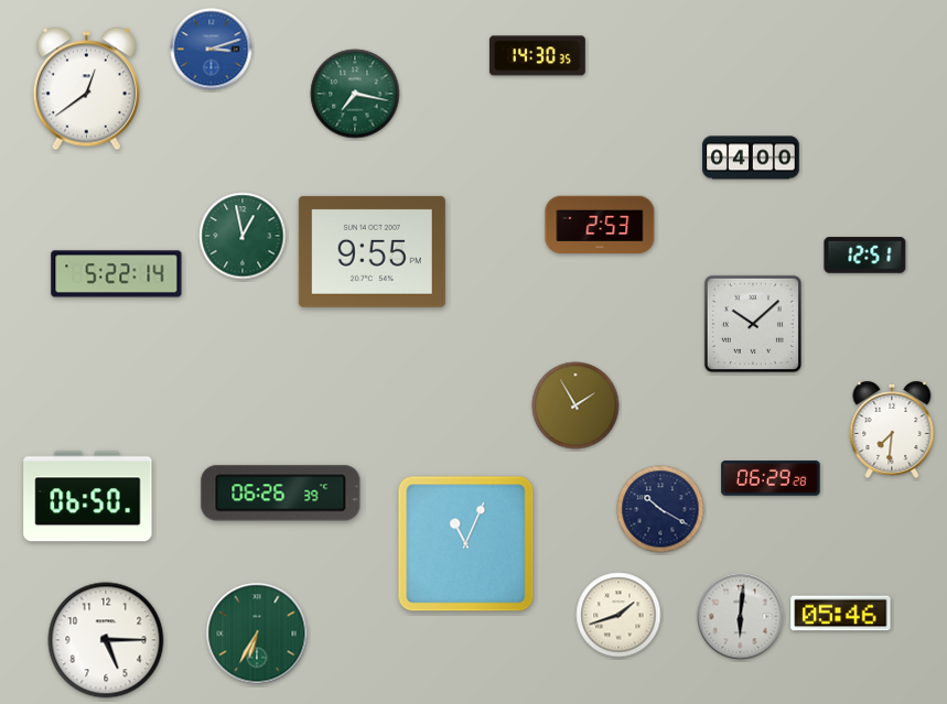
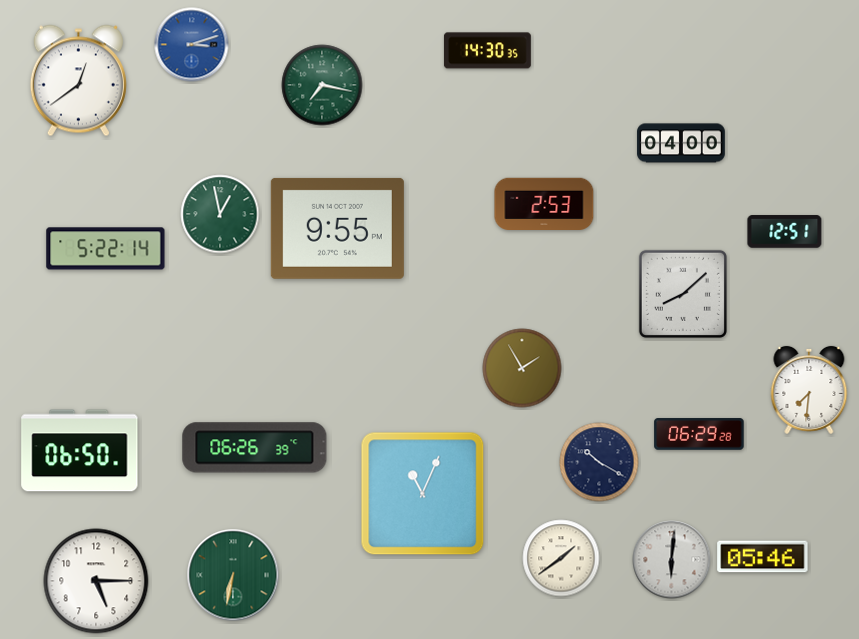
clock at (753, 324): 10:08 -> 8:08
clock at (618, 615): 1:42 -> 1:39
clock at (257, 633): 6:35 -> 6:32
